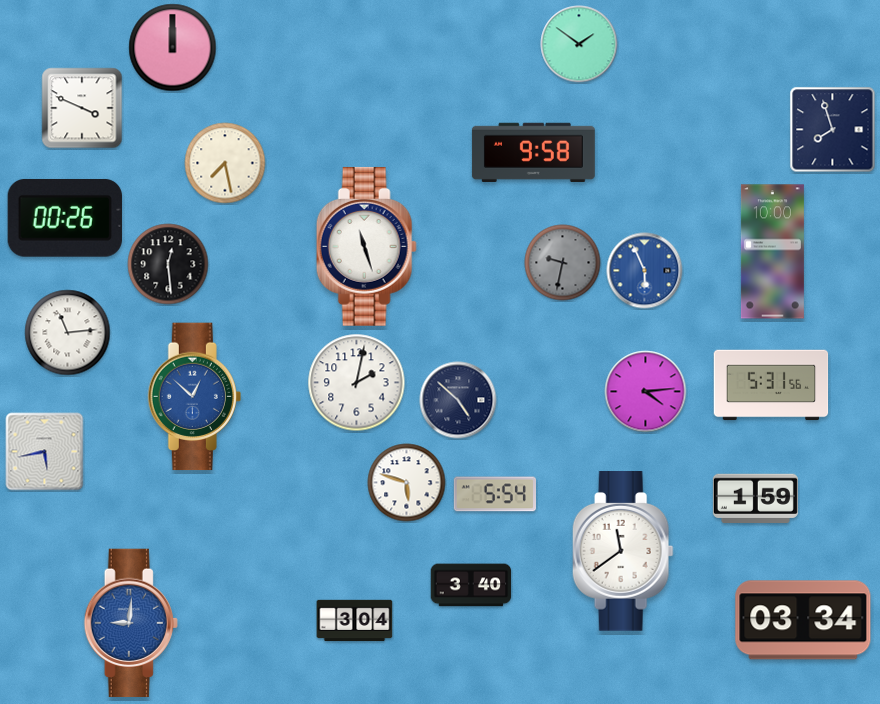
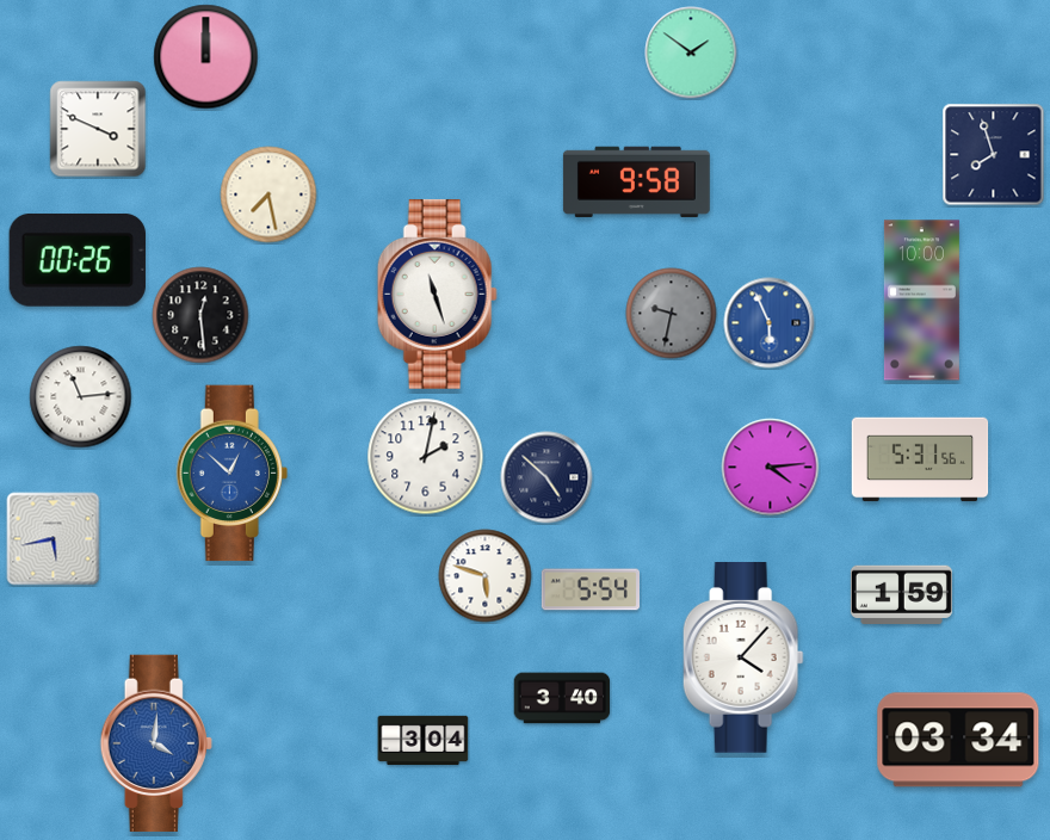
clock at (623, 552): 11:39 -> 4:07
clock at (131, 623): 9:01 -> 4:01
